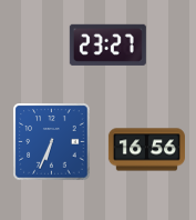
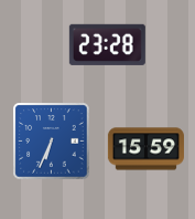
clock at (107, 44): 23:27 -> 23:28
clock at (146, 150): 16:56 -> 15:59
